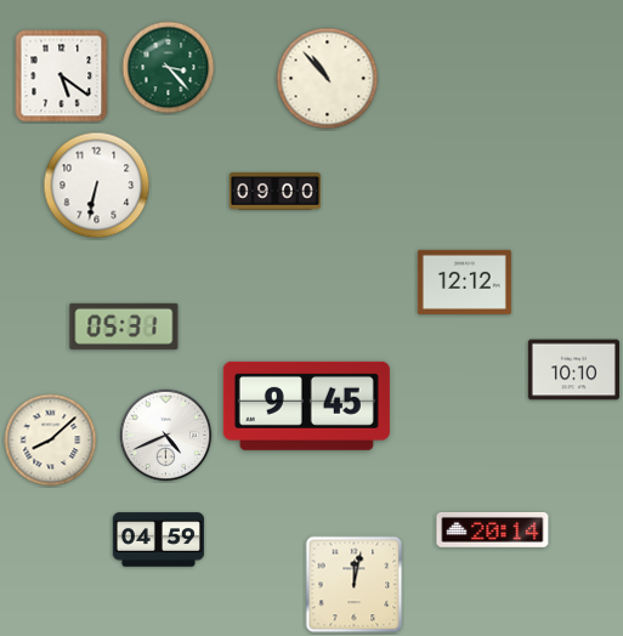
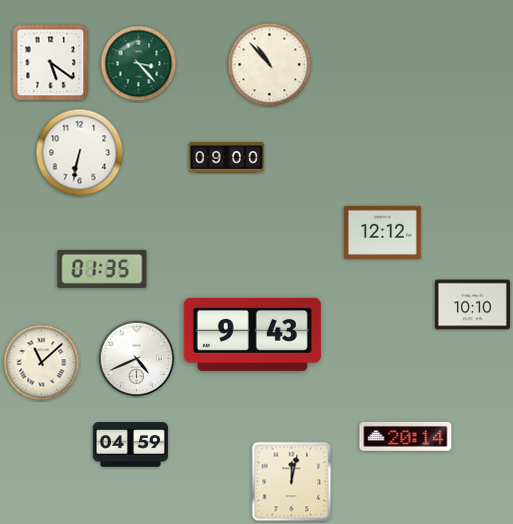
clock at (169, 68) position: (169, 68) -> (139, 64)
clock at (124, 326): 05:31 -> 01:35
clock at (306, 405): 9:45 -> 9:43
clock at (51, 441): 8:08 -> 11:08
